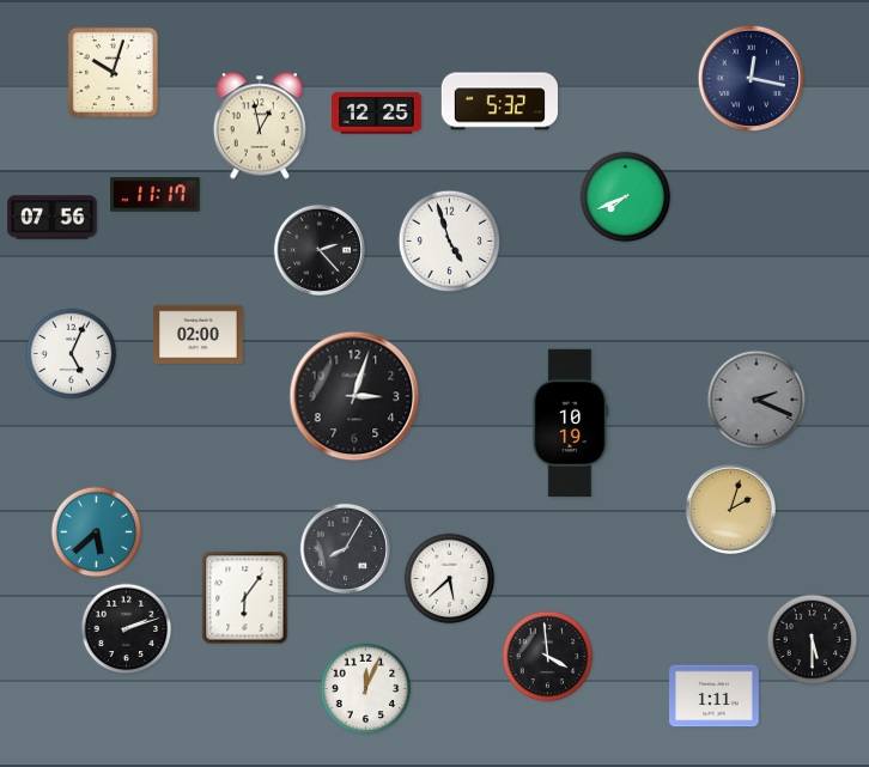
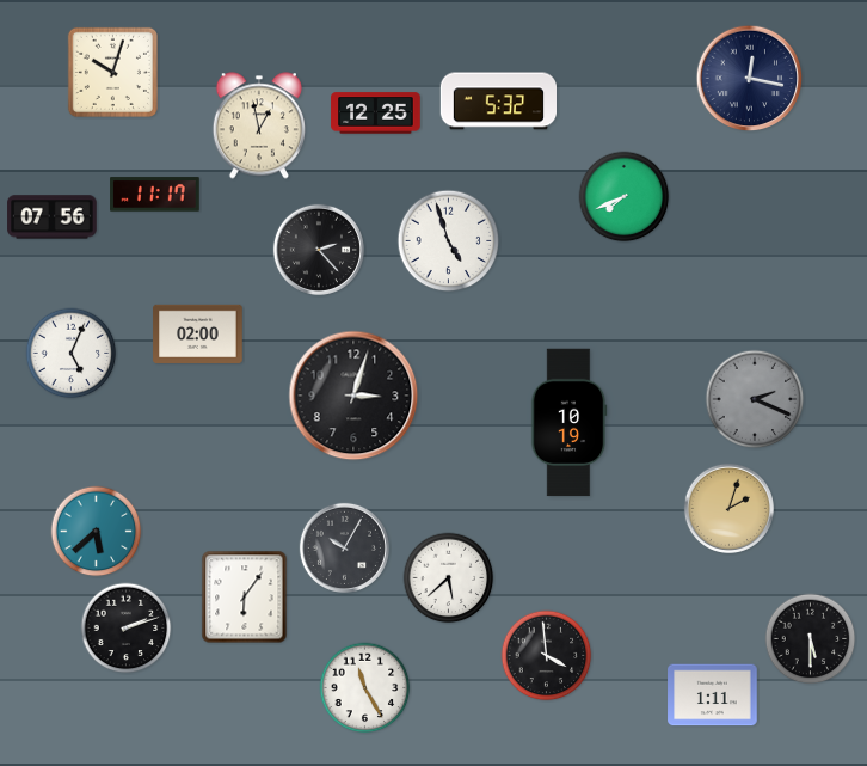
clock at (345, 548): 8:05 -> 10:05
clock at (366, 689): 12:04 -> 11:25
